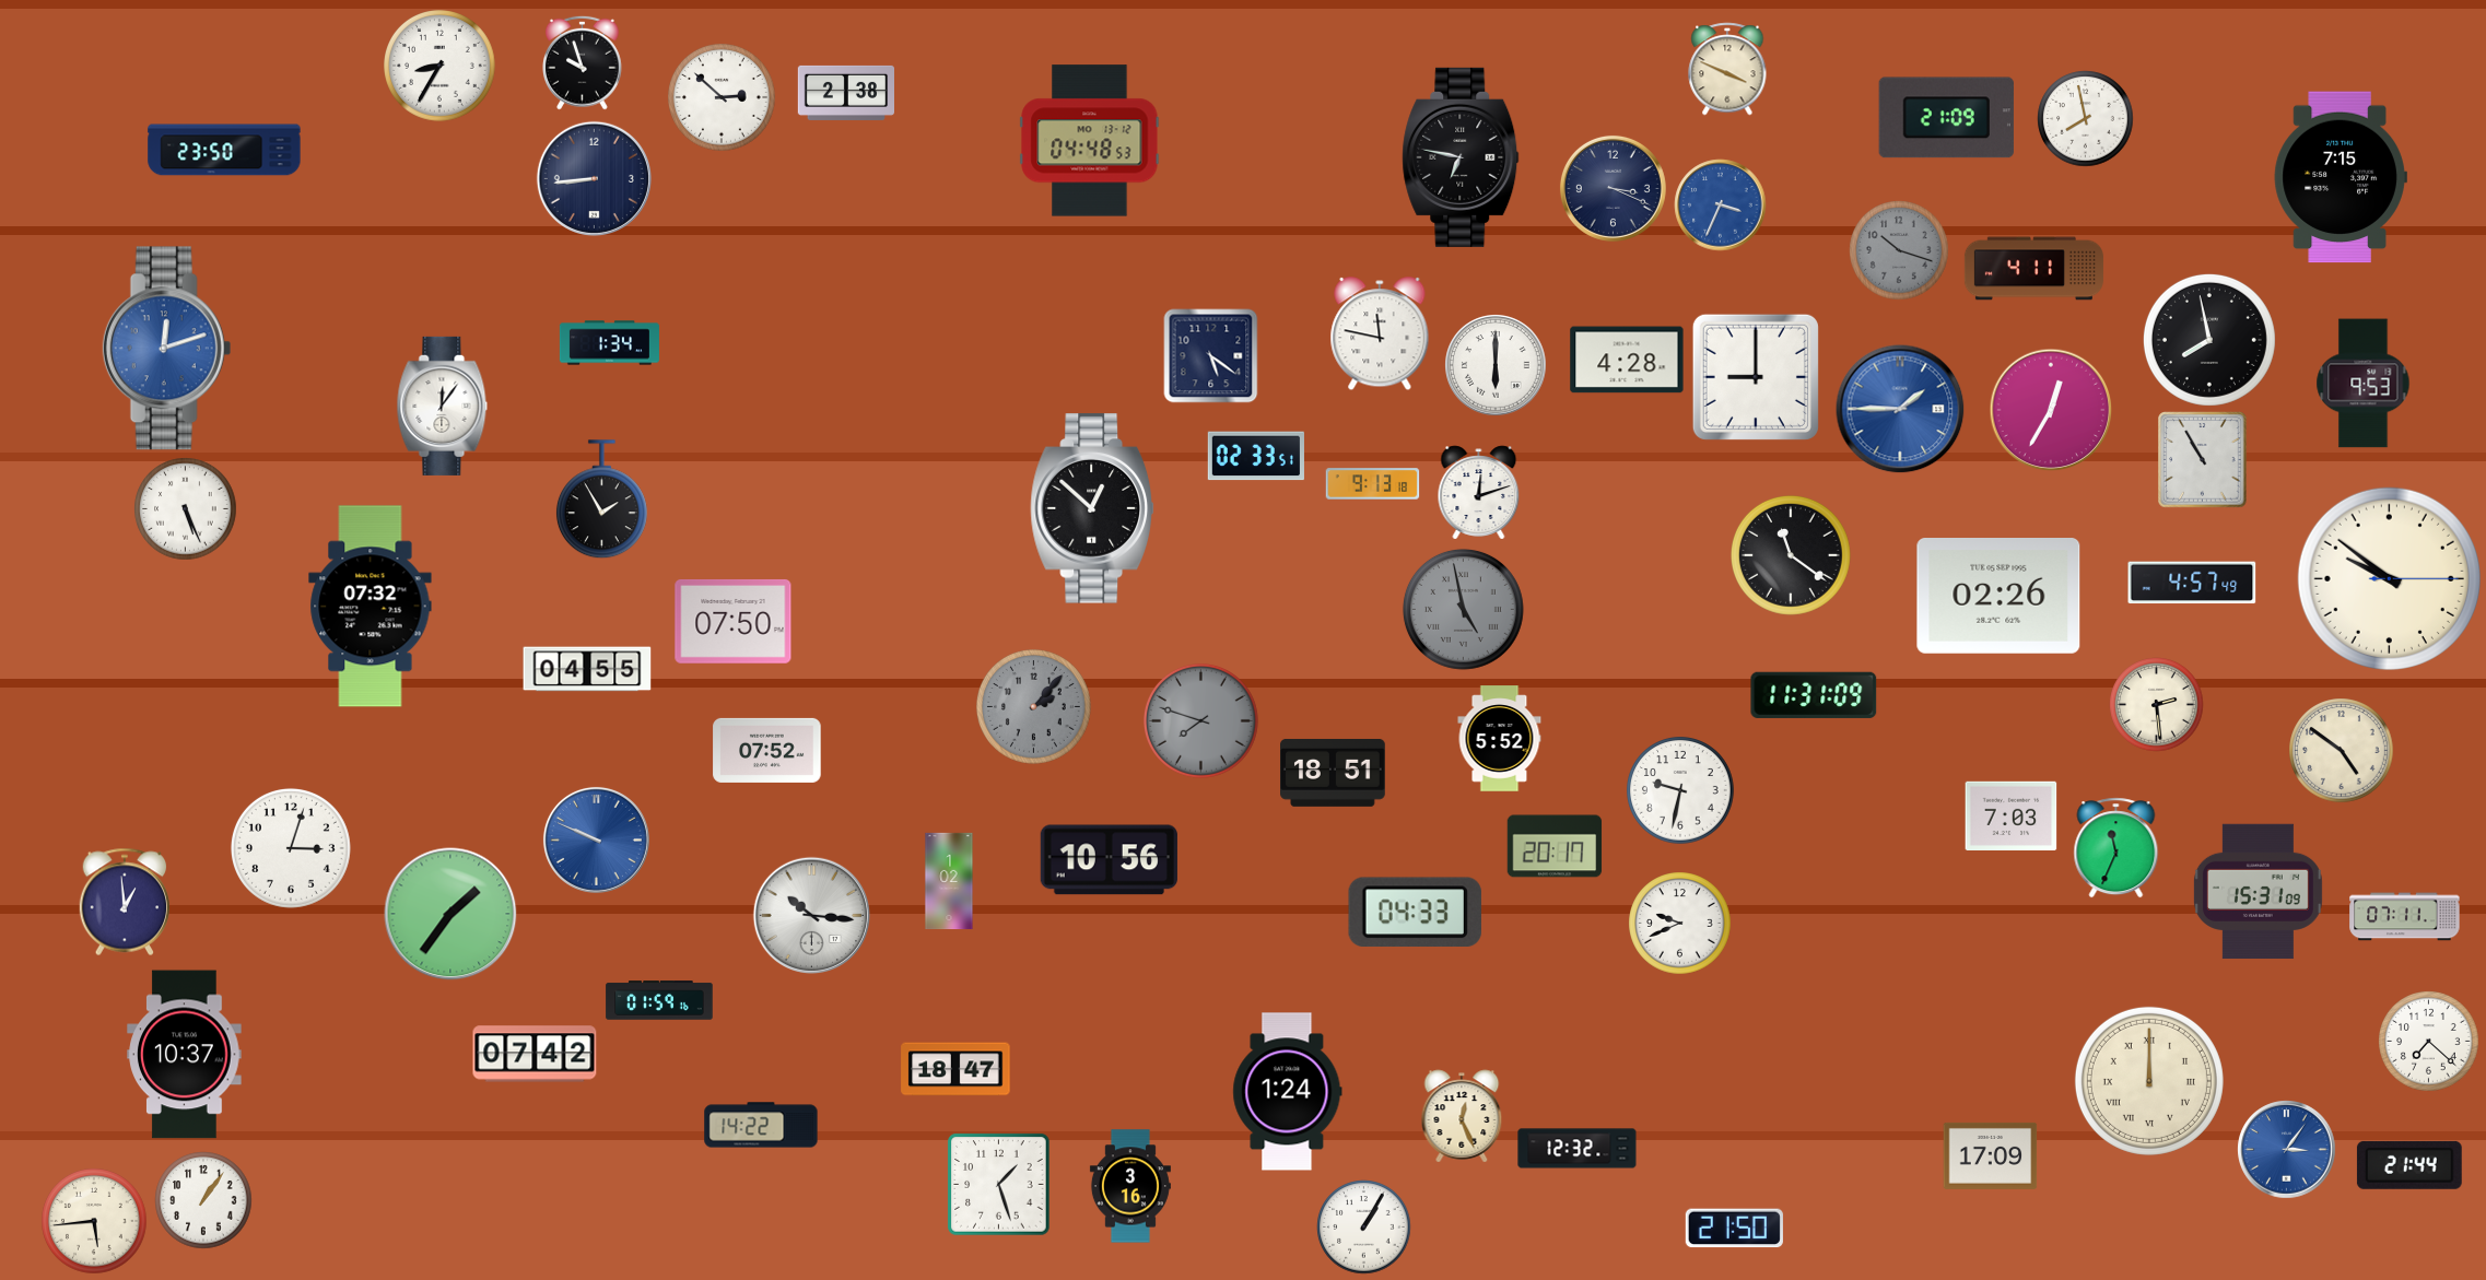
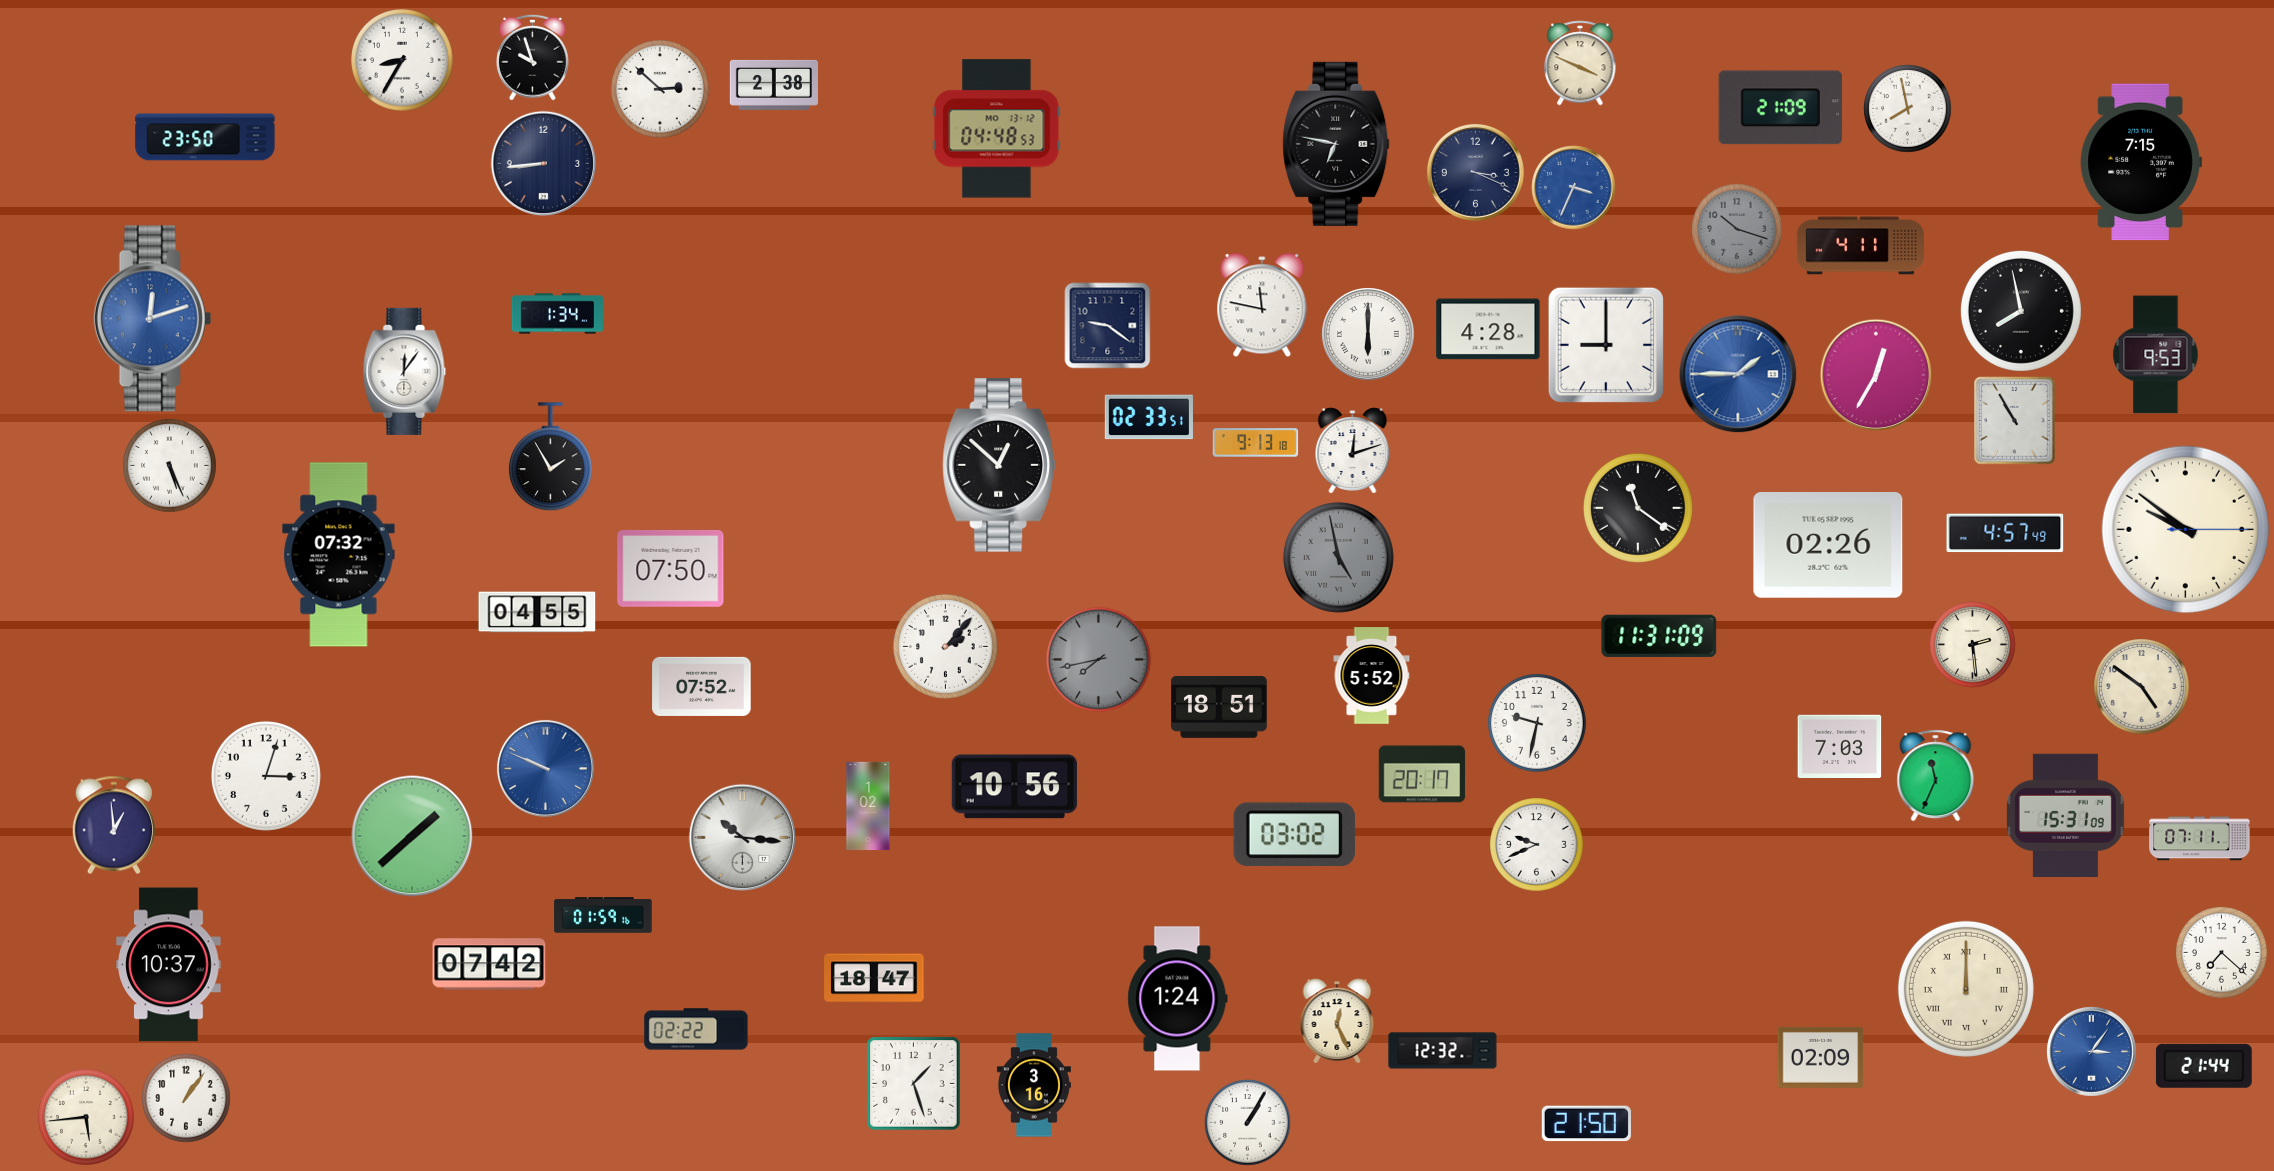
clock at (1211, 356): 5:21 -> 9:21
clock at (2364, 384) position: (2364, 384) -> (2156, 355)
clock at (1034, 707) dial: grey -> white
clock at (1201, 721): 7:48 -> 7:43
clock at (1415, 912): 04:33 -> 03:02
clock at (450, 914): 1:36 -> 1:38
clock at (761, 1125): 14:22 -> 02:22
clock at (1991, 1155): 17:09 -> 02:09
